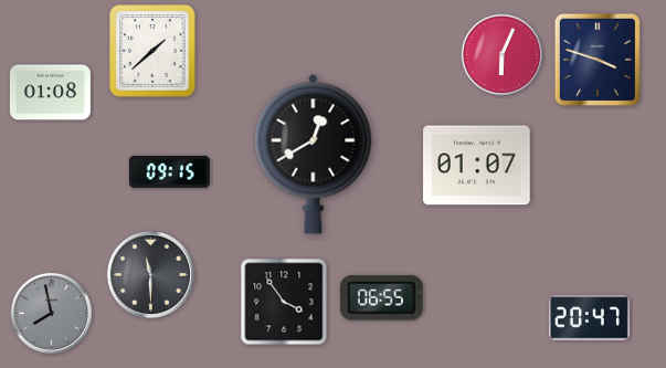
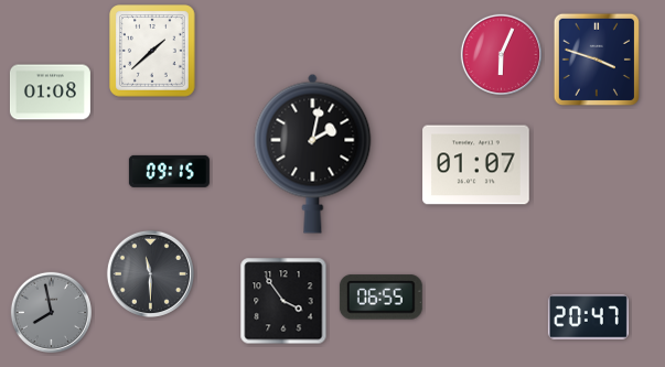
clock at (314, 154): 12:40 -> 2:02
